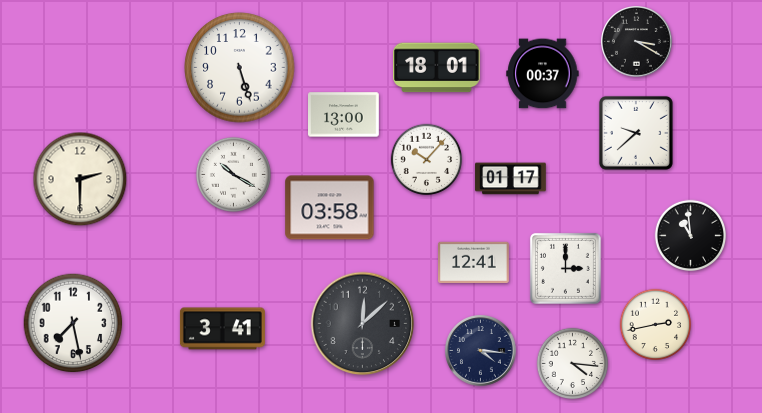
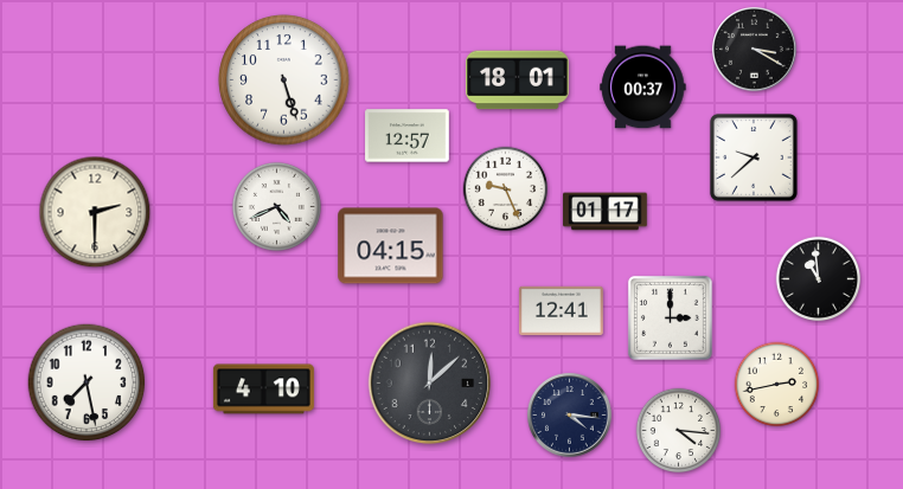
clock at (344, 115): 13:00 -> 12:57
clock at (427, 160): 10:07 -> 9:26
clock at (233, 174): 10:20 -> 4:41
clock at (330, 208): 03:58 -> 04:15
clock at (222, 329): 3:41 -> 4:10
